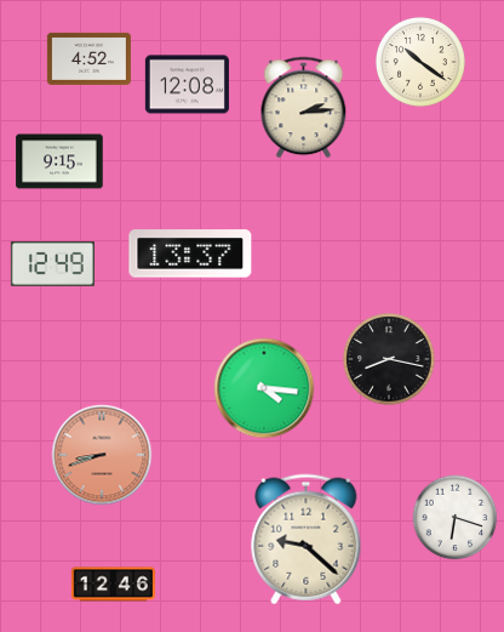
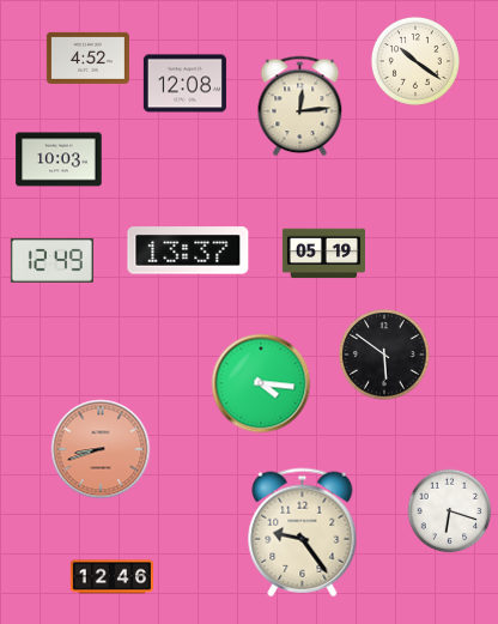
clock at (304, 108): 2:14 -> 12:14
clock at (59, 161): 9:15 -> 10:03
clock at (323, 254): none -> 05:19
clock at (389, 359): 8:17 -> 5:51
clock at (307, 540): 9:22 -> 9:24
